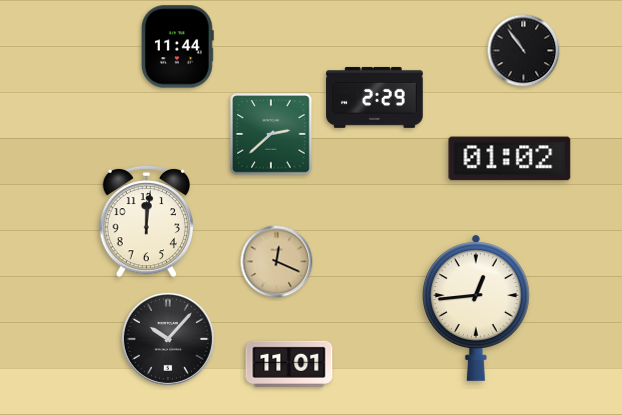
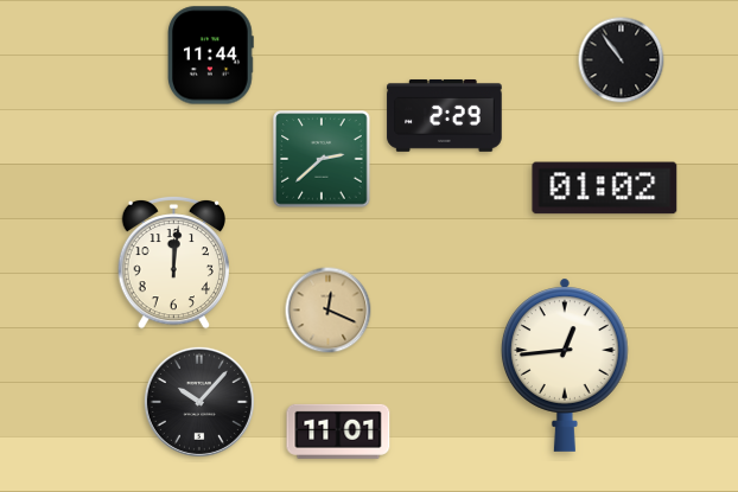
clock at (289, 364) position: (289, 364) -> (338, 432)
